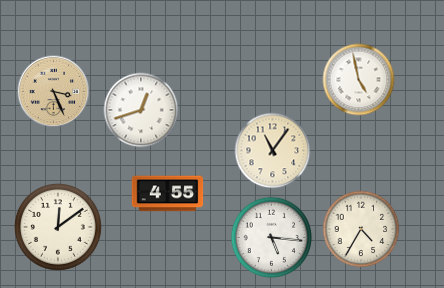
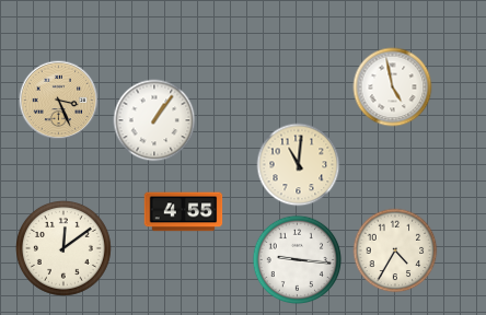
clock at (141, 110): 12:42 -> 1:06
clock at (273, 151): 11:06 -> 11:01
clock at (272, 238): 5:16 -> 9:16
